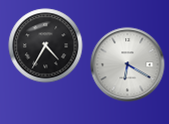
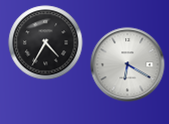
clock at (46, 46) position: (46, 46) -> (46, 43)
